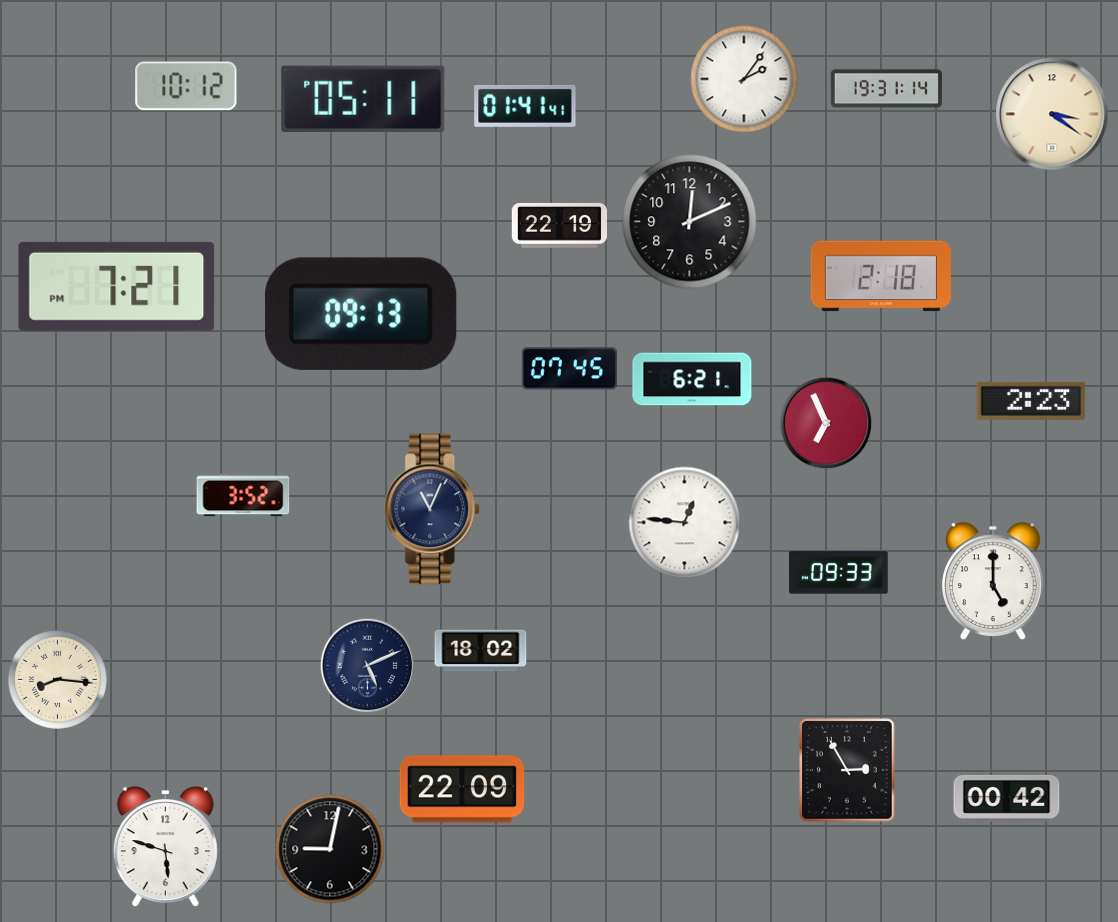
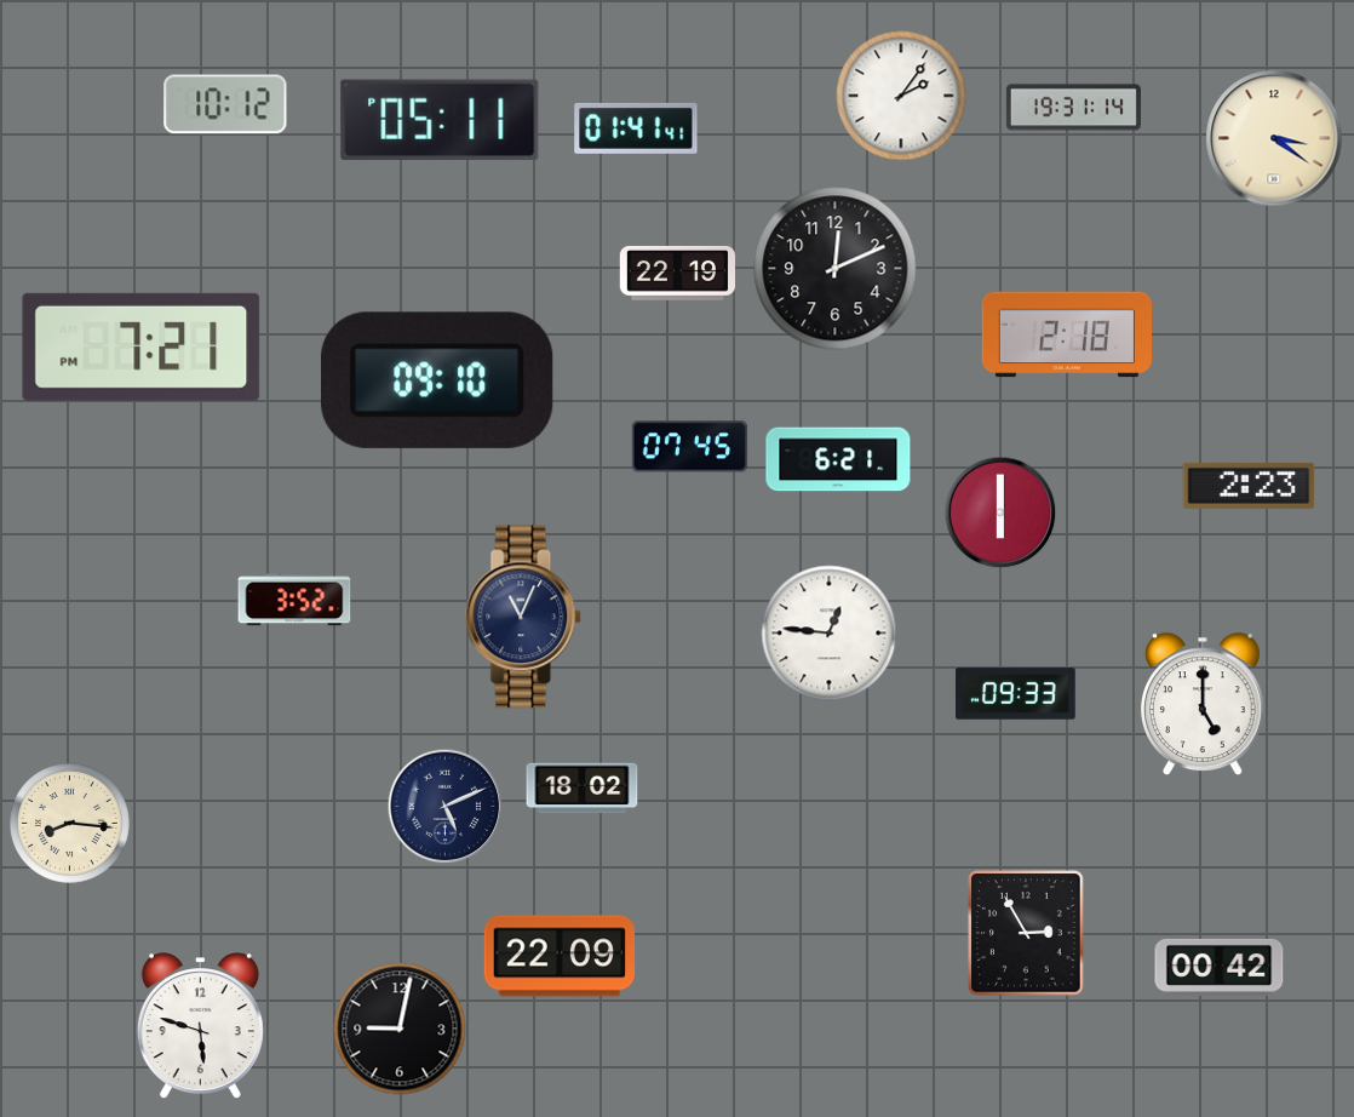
clock at (362, 314): 09:13 -> 09:10
clock at (826, 423): 6:56 -> 6:00
